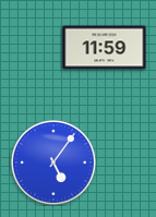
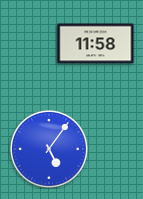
clock at (105, 48): 11:59 -> 11:58
